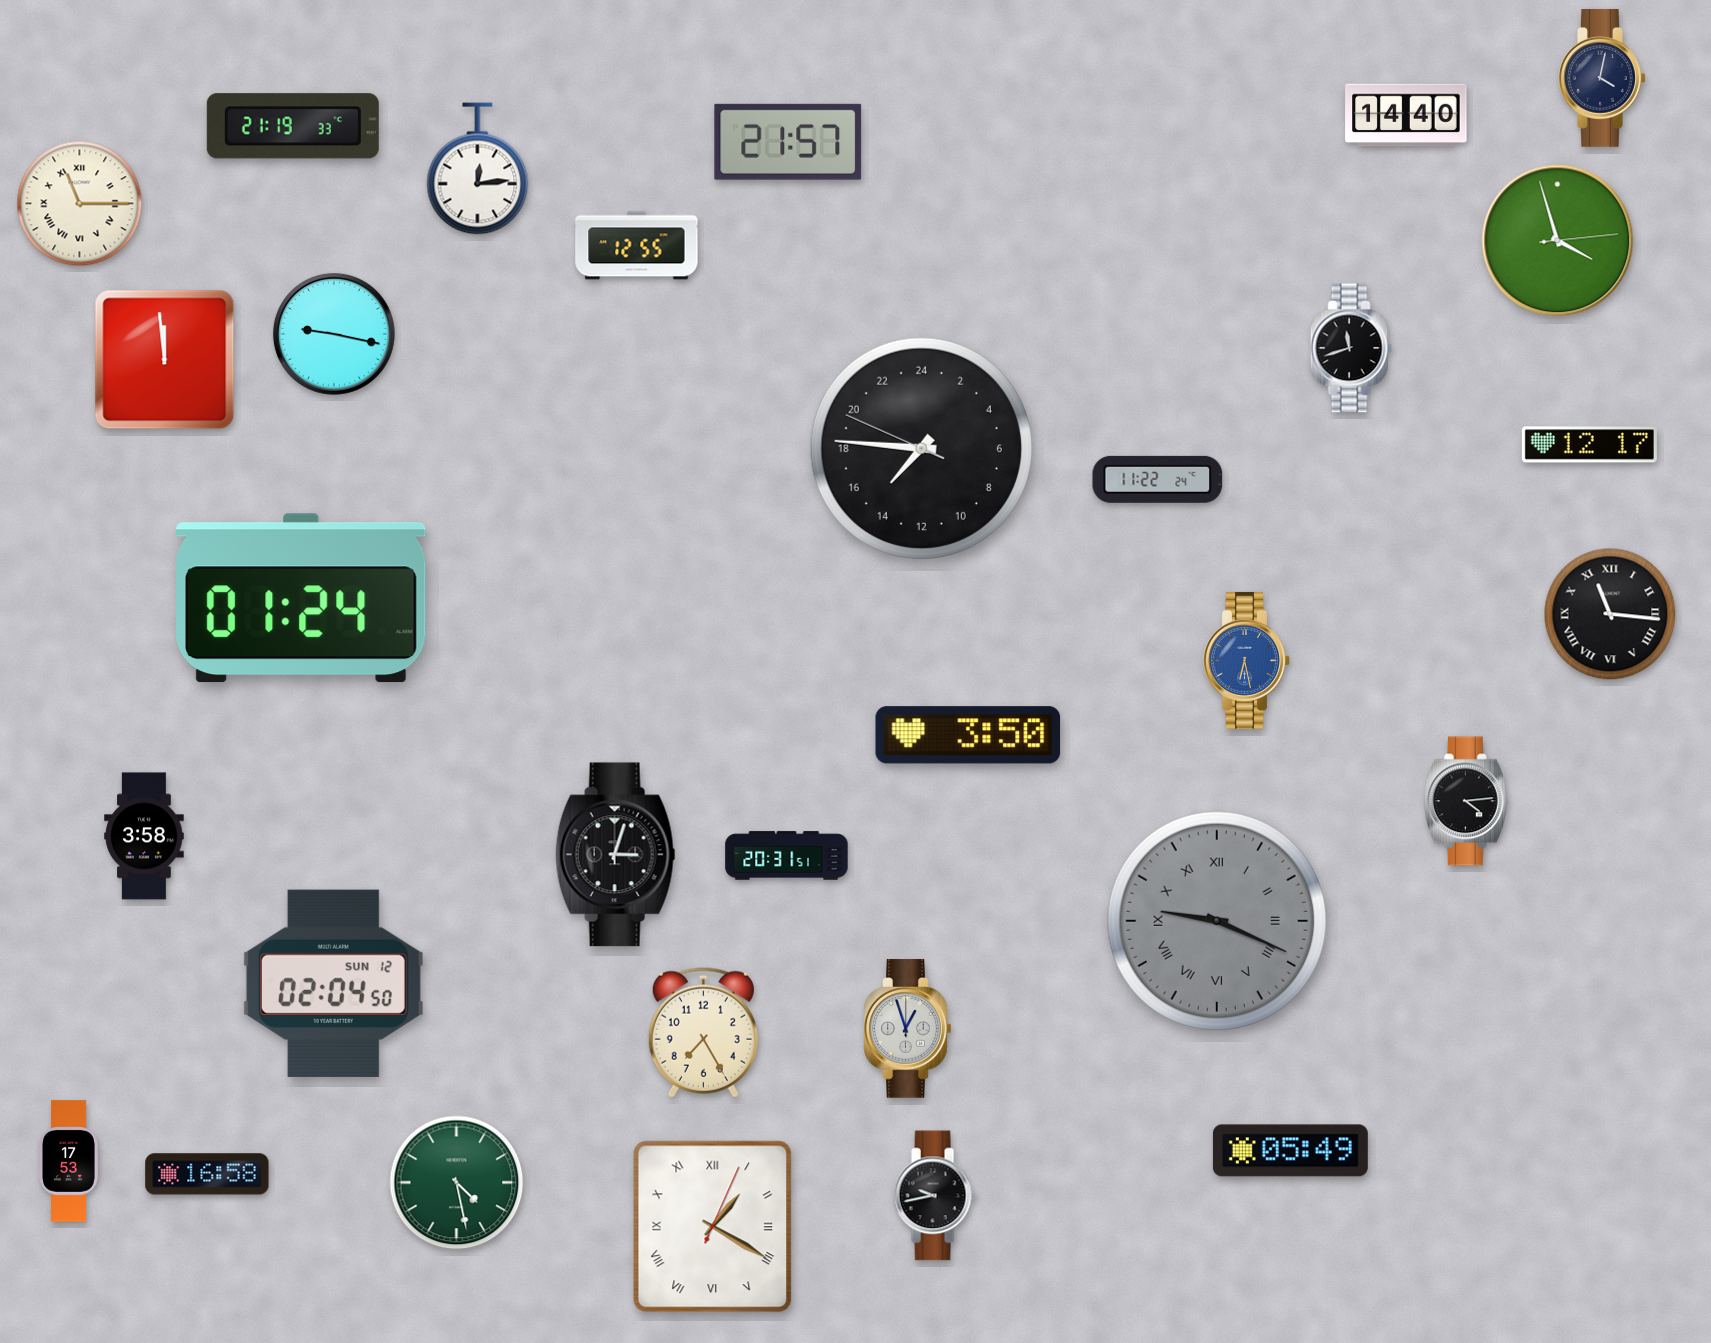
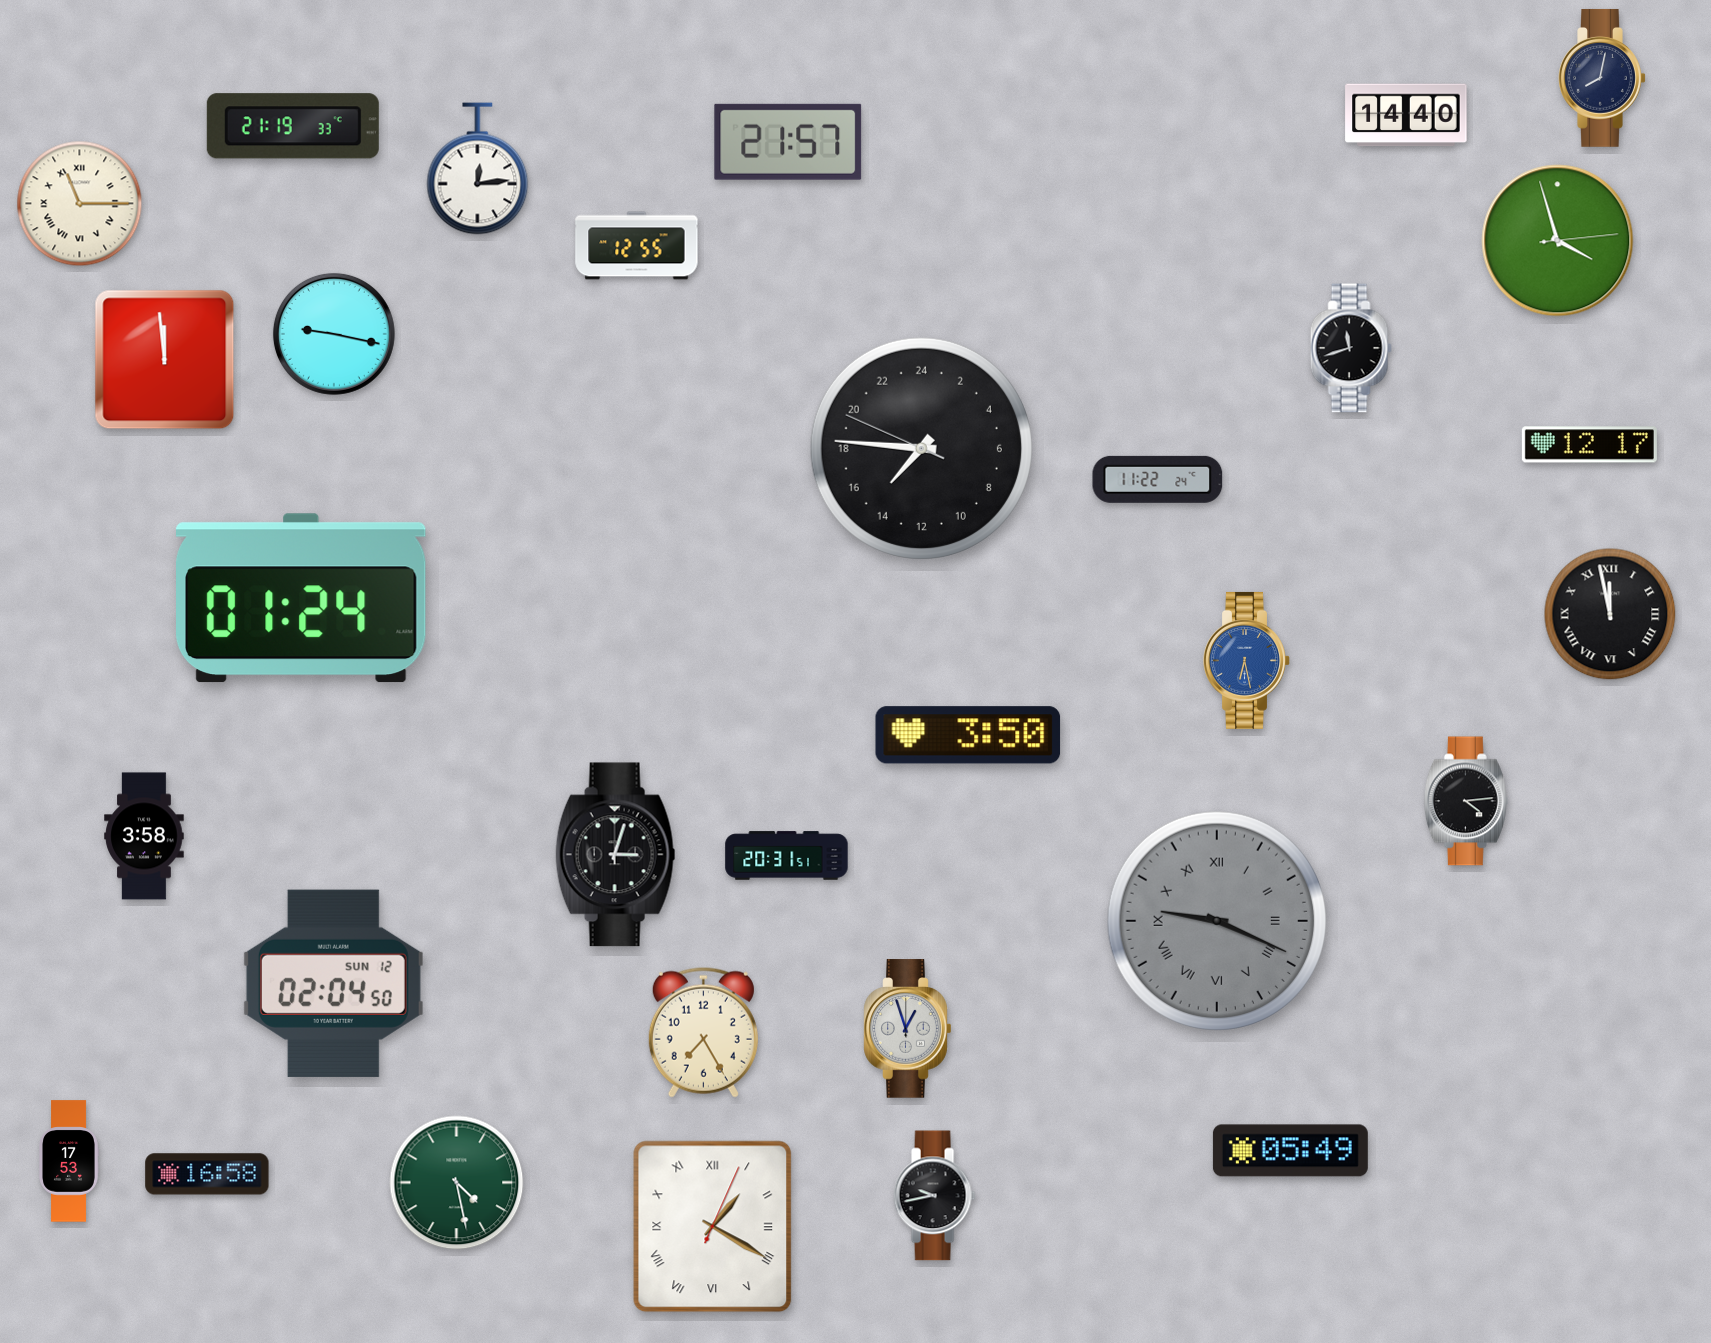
clock at (1602, 78): 4:02 -> 8:02
clock at (1610, 614): 11:16 -> 11:58
